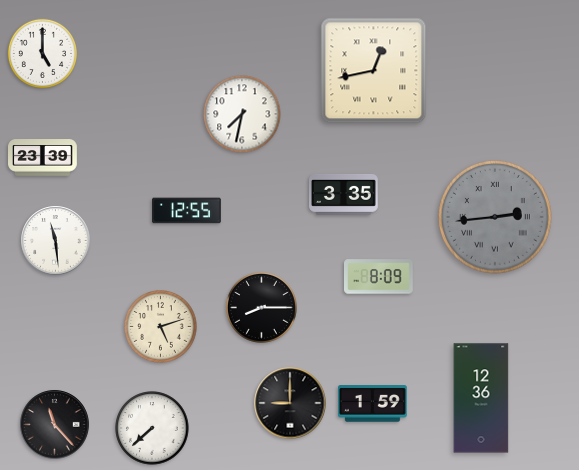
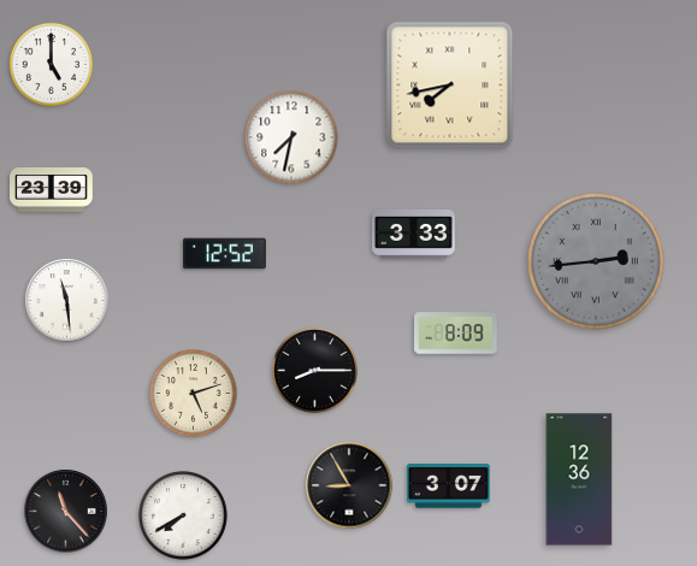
clock at (374, 71): 12:43 -> 7:43
clock at (344, 194): 3:35 -> 3:33
clock at (187, 211): 12:55 -> 12:52
clock at (56, 241) position: (56, 241) -> (67, 301)
clock at (290, 403): 9:00 -> 8:55
clock at (373, 404): 1:59 -> 3:07
clock at (152, 428): 7:38 -> 7:40
